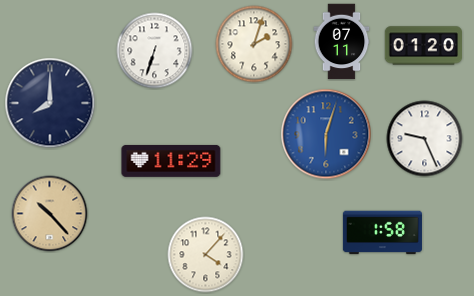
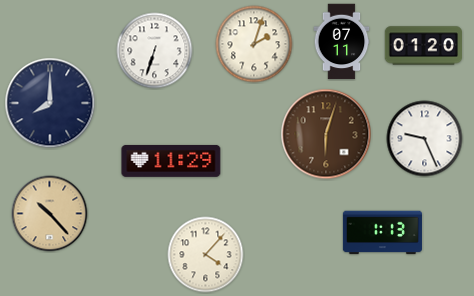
clock at (326, 134) dial: blue -> brown
clock at (382, 233): 1:58 -> 1:13
